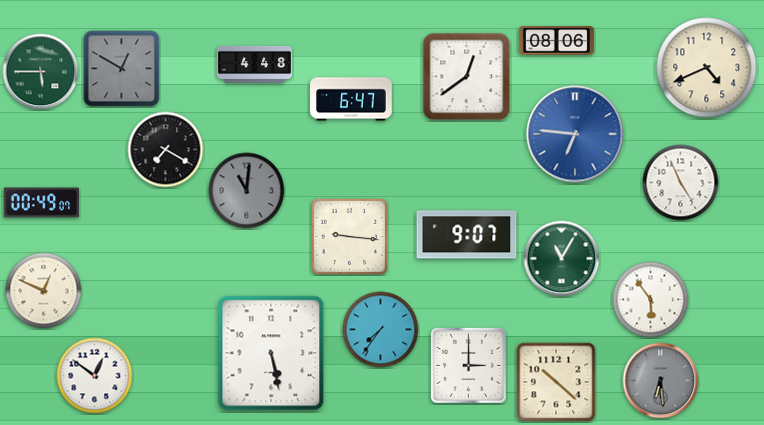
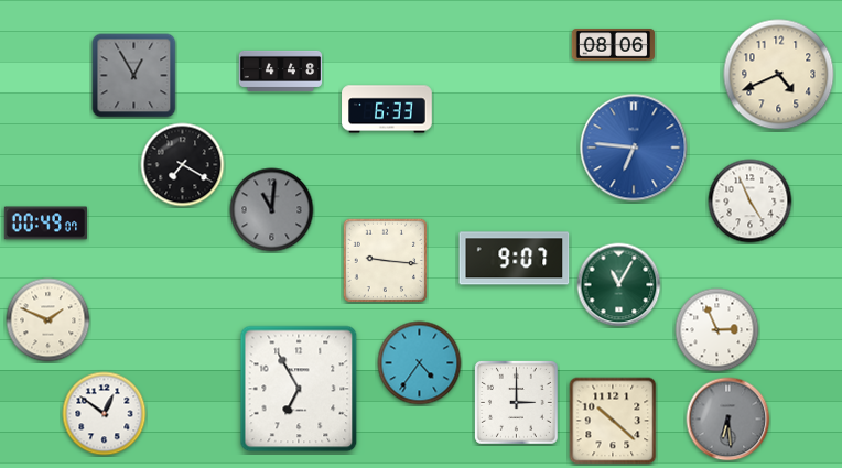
clock at (122, 69): 12:50 -> 12:55
clock at (41, 72): 5:45 -> none
clock at (467, 77): 12:39 -> none
clock at (351, 99): 6:47 -> 6:33
clock at (44, 291): 12:49 -> 1:49
clock at (651, 300): 5:54 -> 2:56
clock at (381, 330): 7:36 -> 4:36
clock at (271, 353): 5:28 -> 6:55
